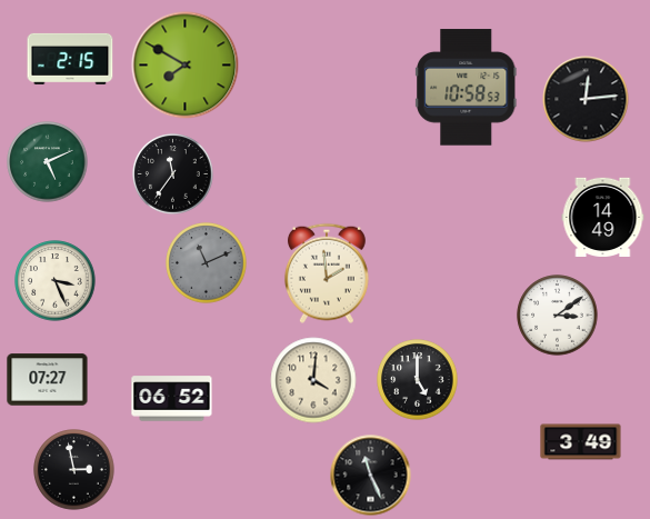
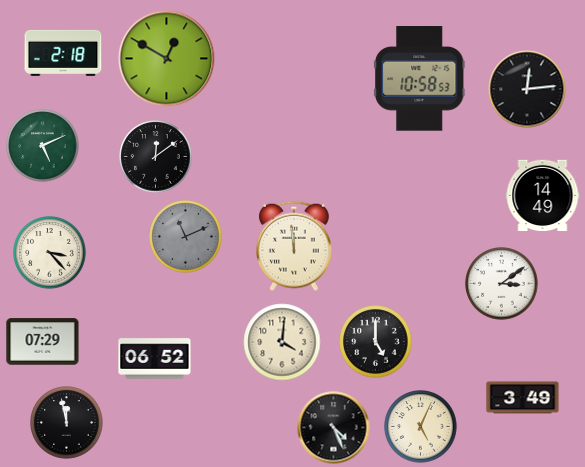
clock at (70, 59): 2:15 -> 2:18
clock at (186, 66): 7:50 -> 12:50
clock at (173, 174): 11:36 -> 12:09
clock at (327, 273): 1:59 -> 11:59
clock at (56, 281): 3:26 -> 3:23
clock at (48, 380): 07:27 -> 07:29
clock at (74, 470): 2:58 -> 11:58
clock at (421, 427): none -> 5:04
clock at (371, 476): 11:26 -> 4:26
